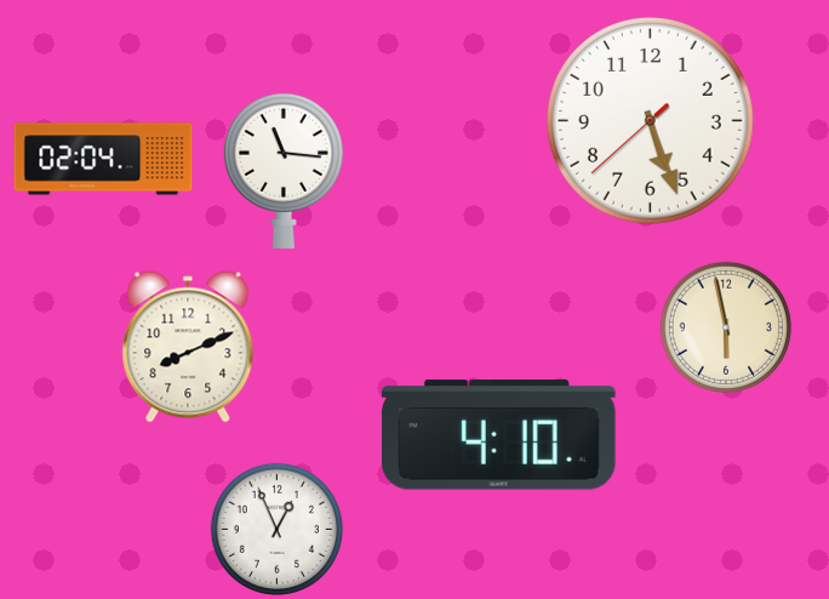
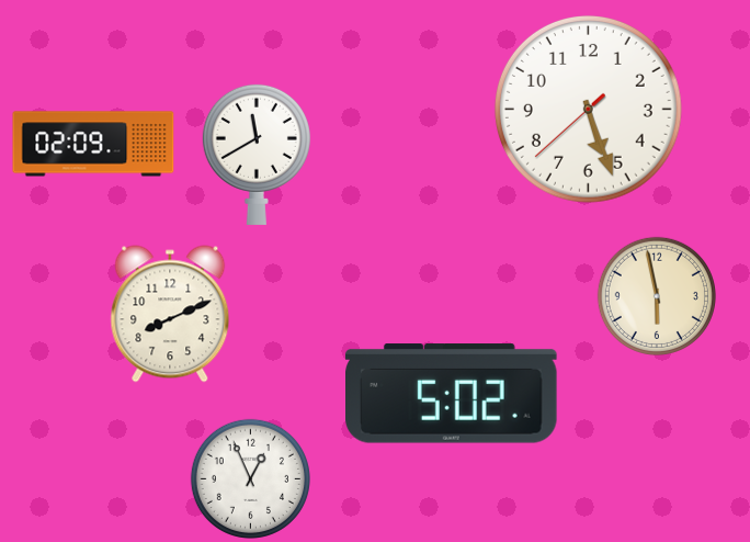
clock at (103, 159): 02:04 -> 02:09
clock at (284, 170): 11:16 -> 11:40
clock at (499, 435): 4:10 -> 5:02
